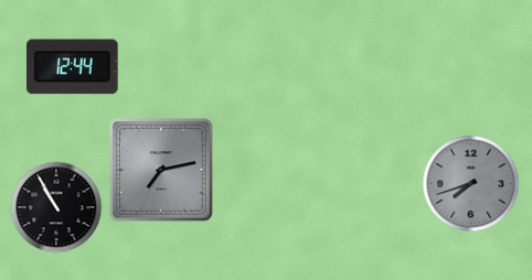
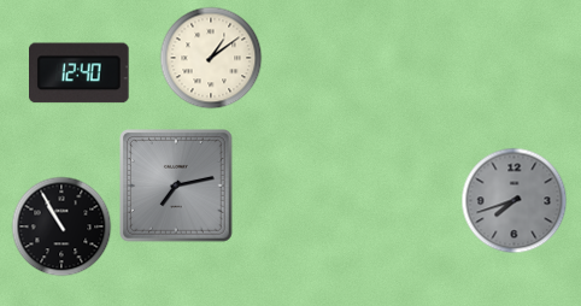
clock at (211, 58): none -> 1:09
clock at (73, 67): 12:44 -> 12:40
